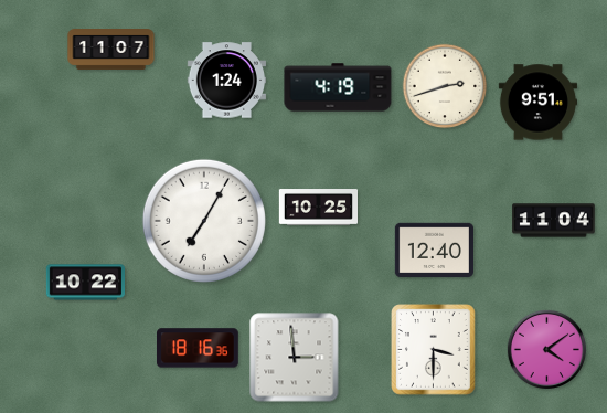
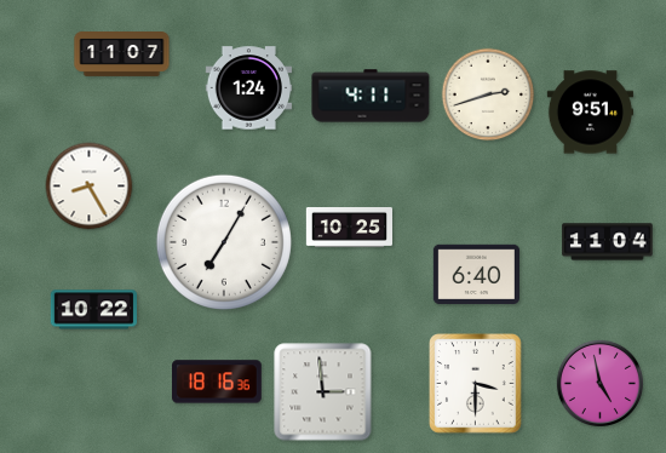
clock at (338, 87): 4:19 -> 4:11
clock at (90, 187): none -> 8:25
clock at (434, 251): 12:40 -> 6:40
clock at (546, 349): 4:09 -> 4:58
